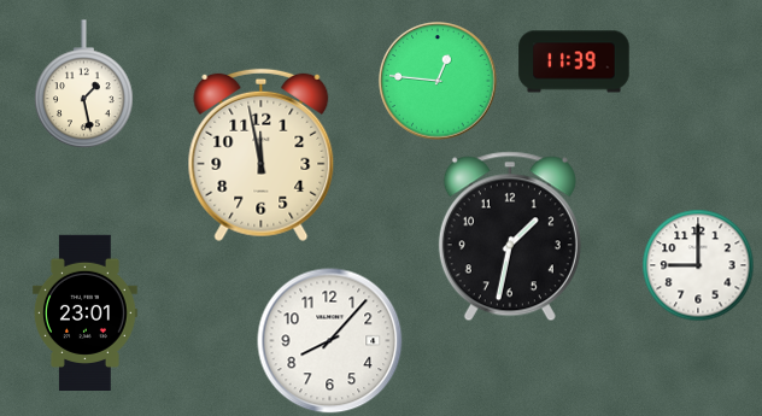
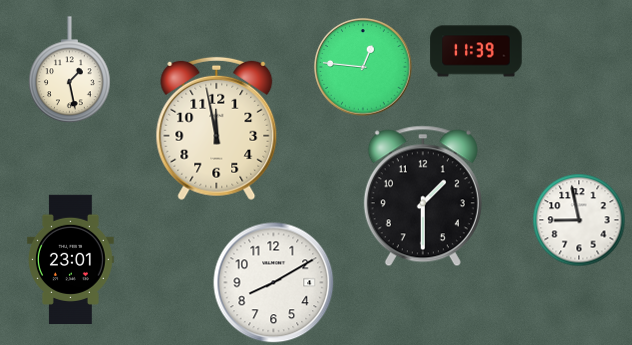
clock at (510, 236): 1:32 -> 1:30
clock at (698, 265): 9:00 -> 8:58
clock at (330, 341): 8:07 -> 8:10
